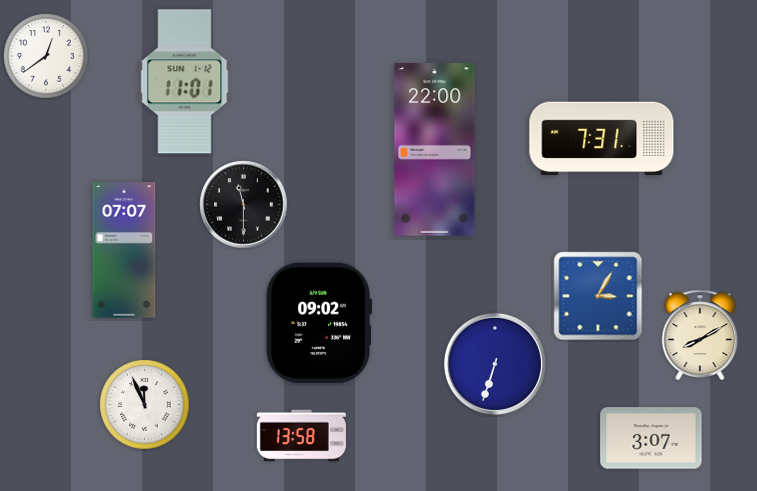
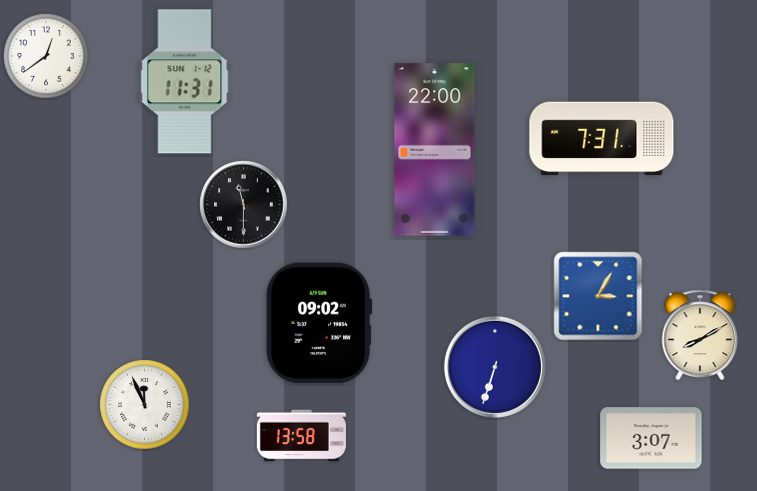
clock at (185, 82): 11:01 -> 11:31
clock at (124, 250): 07:07 -> none
clock at (495, 364) position: (495, 364) -> (495, 367)
